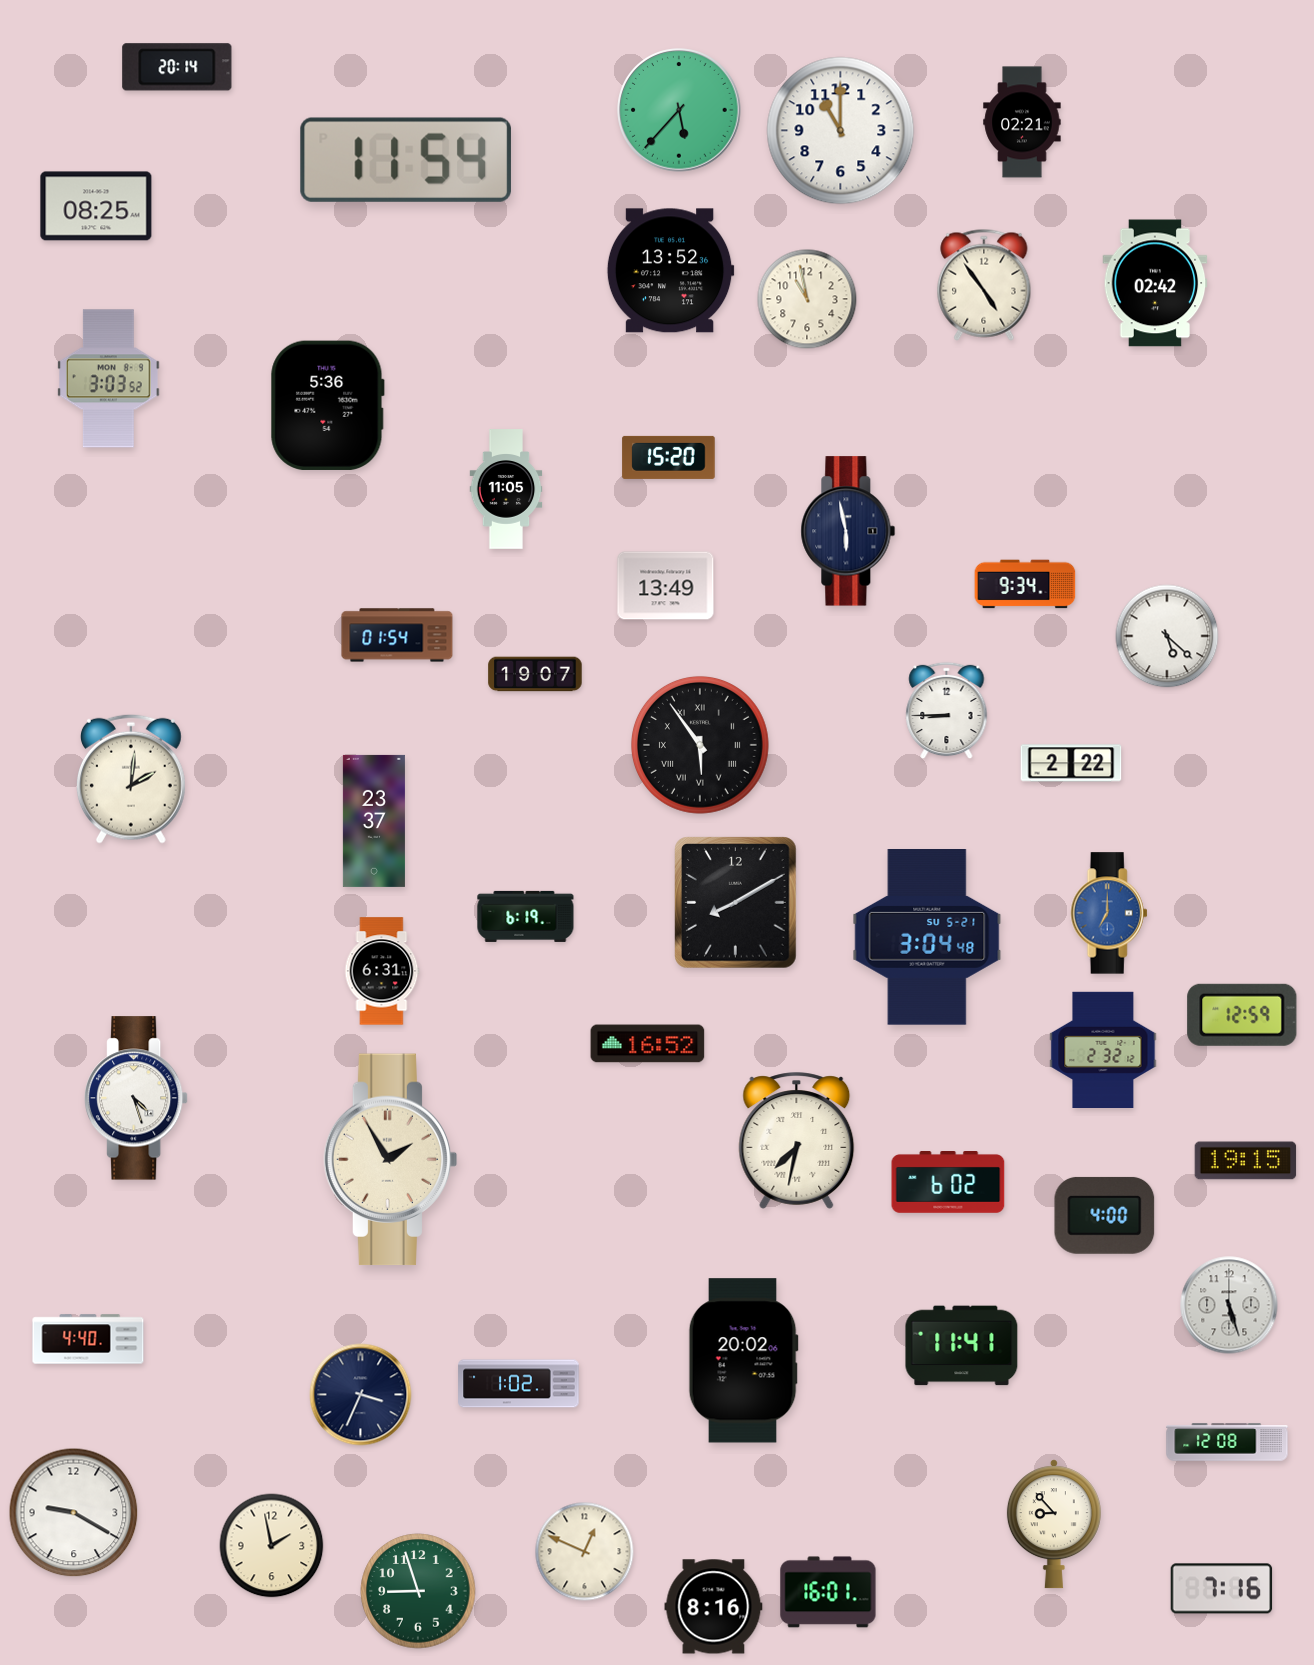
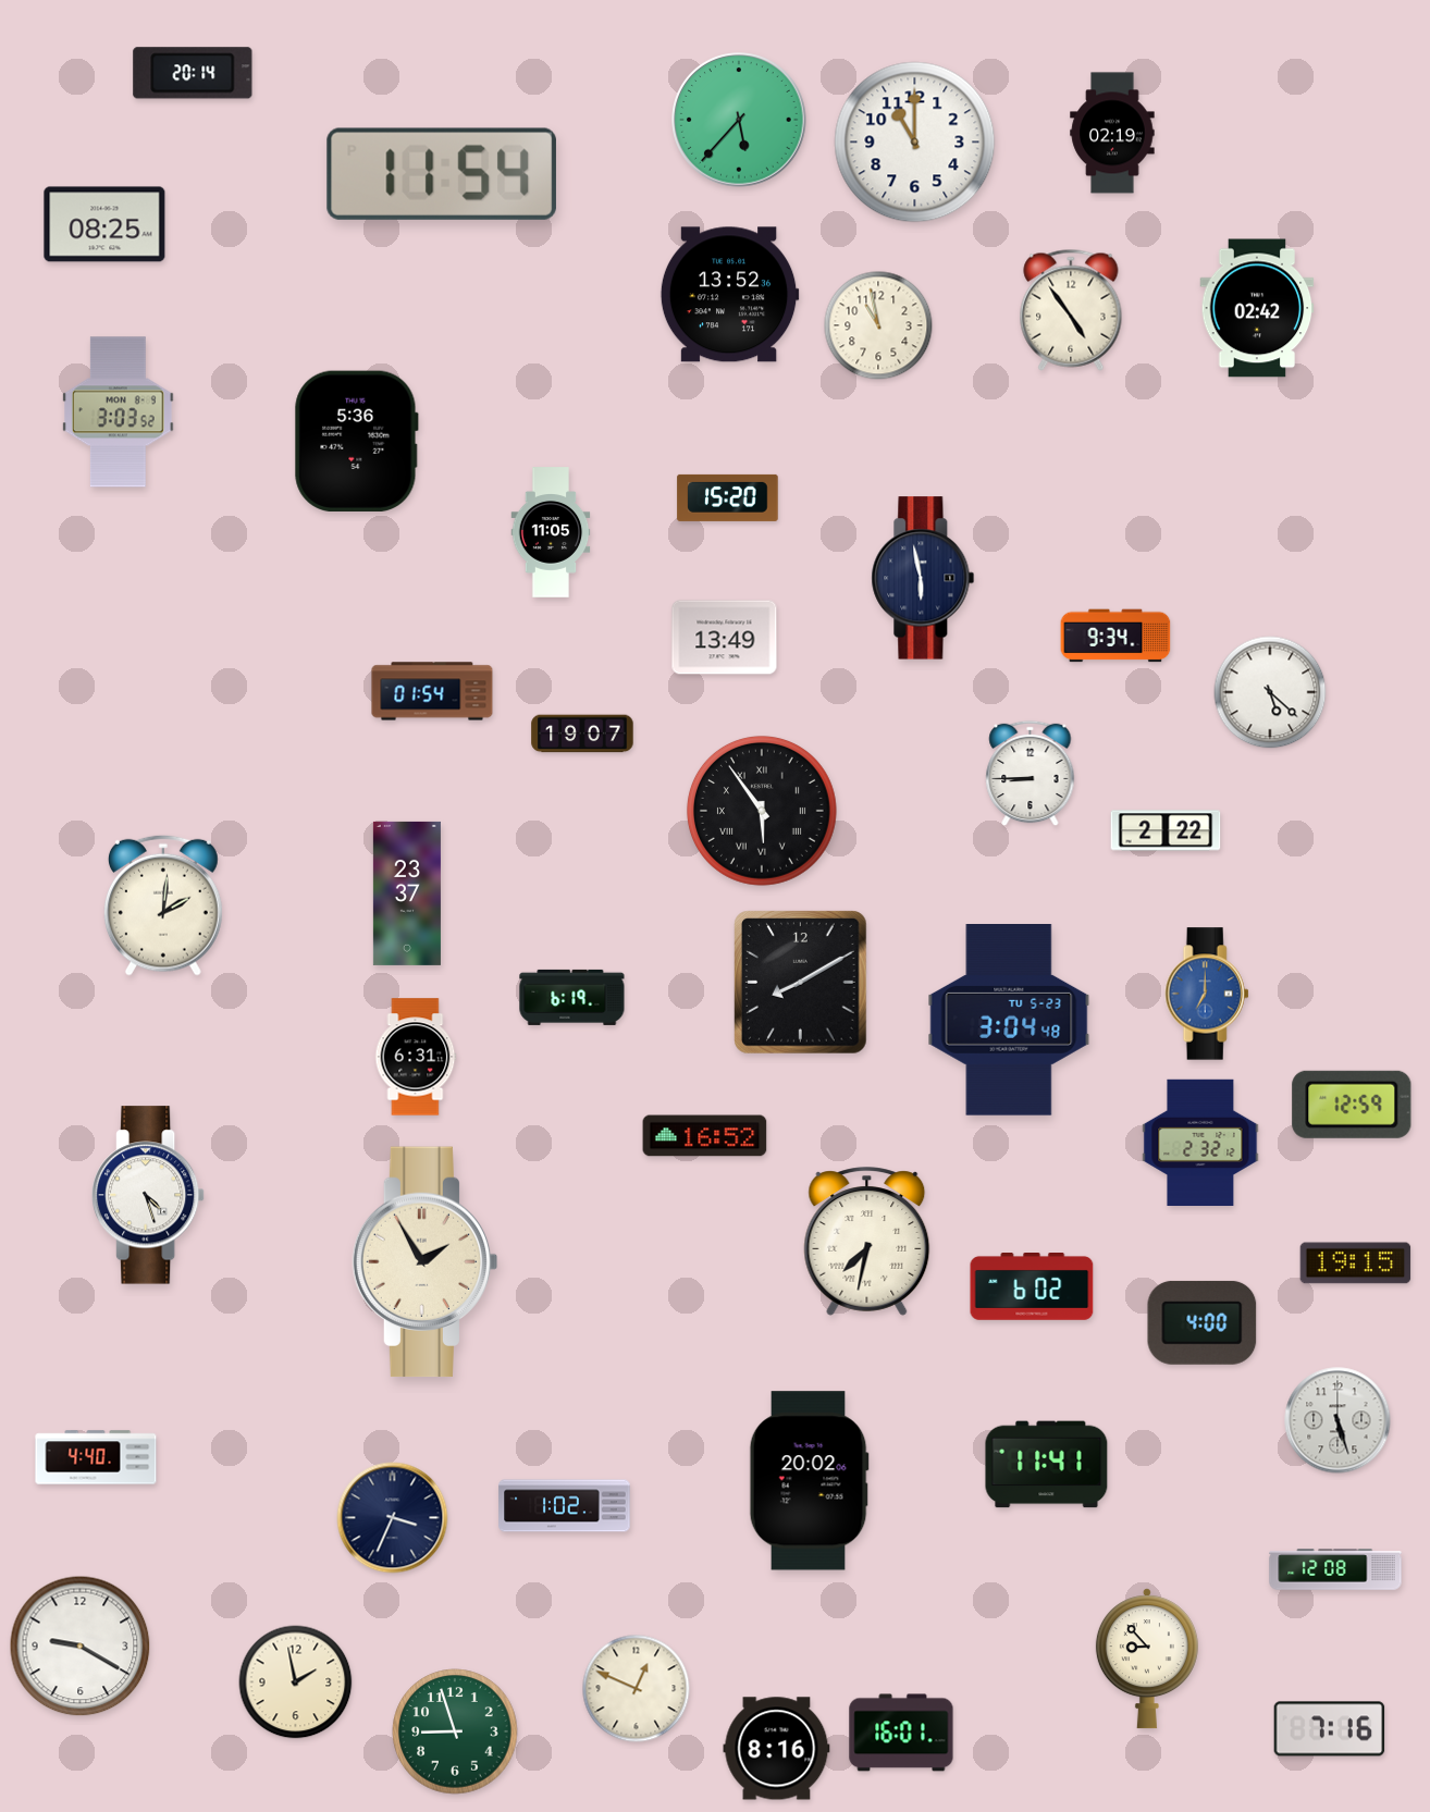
clock at (1022, 122): 02:21 -> 02:19
clock at (131, 779) position: (131, 779) -> (163, 905)
clock at (927, 938) date: SU 5-21 -> TU 5-23
